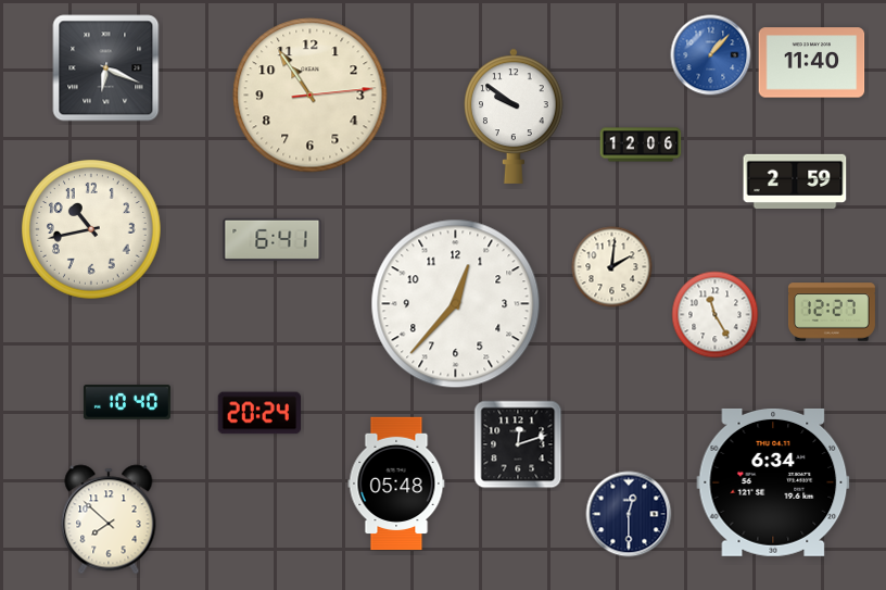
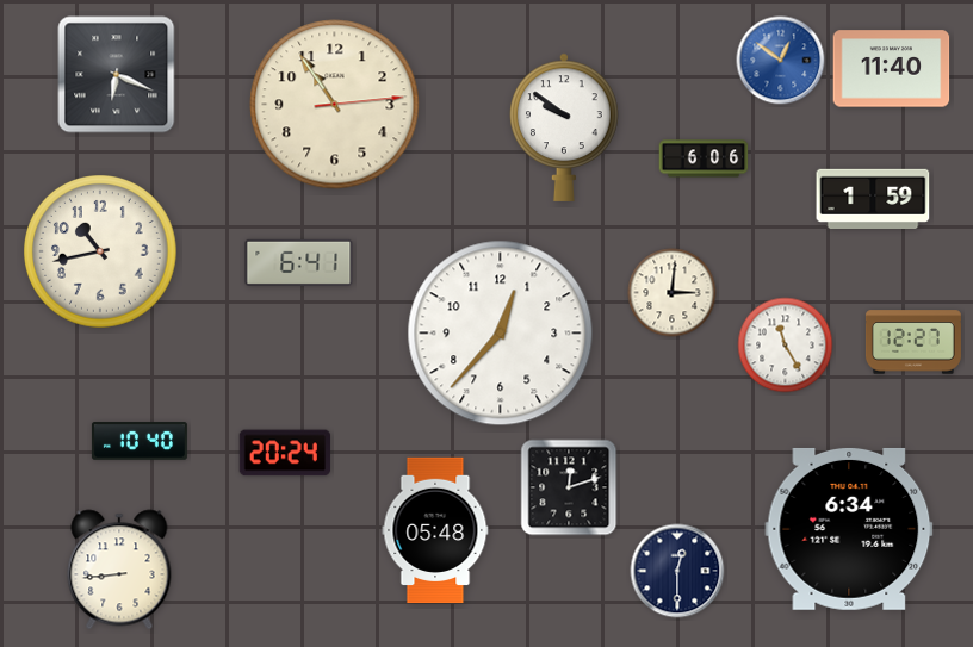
clock at (711, 55): 1:07 -> 12:51
clock at (311, 96) position: (311, 96) -> (335, 105)
clock at (641, 145): 12:06 -> 6:06
clock at (795, 180): 2:59 -> 1:59
clock at (612, 267): 2:01 -> 3:01
clock at (629, 514) position: (629, 514) -> (677, 571)
clock at (109, 519): 7:52 -> 8:44
